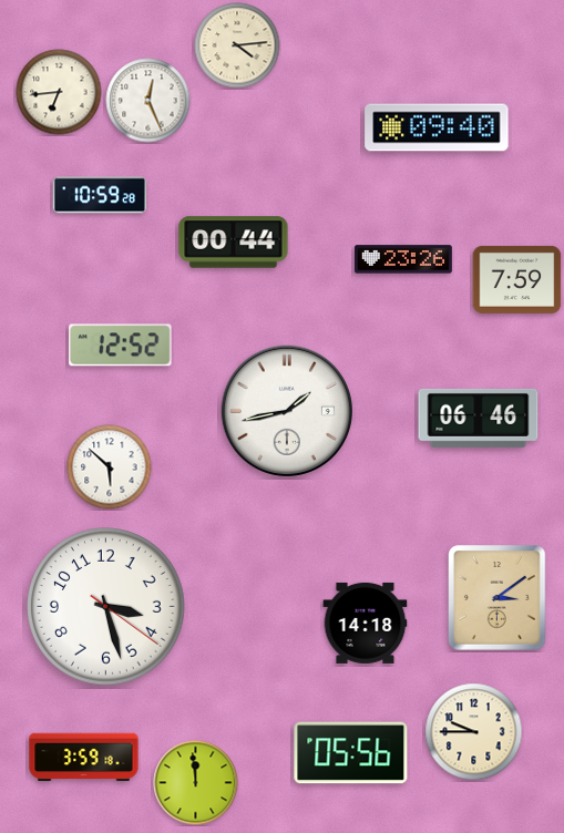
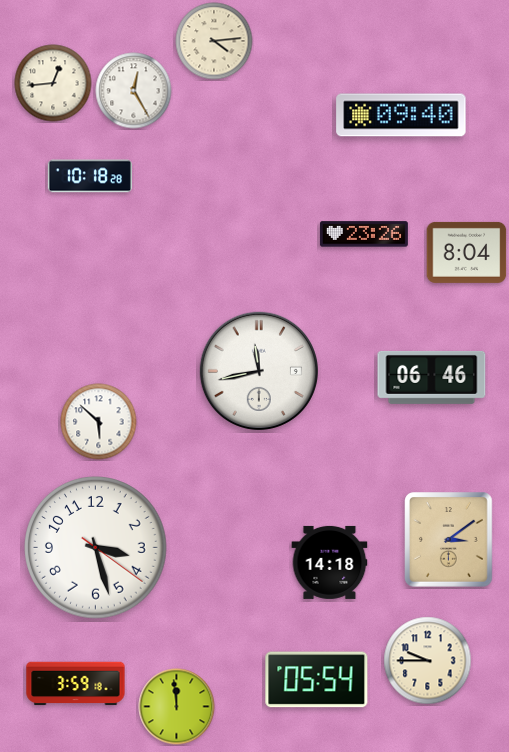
clock at (59, 92): 6:44 -> 12:44
clock at (148, 101): 12:26 -> 12:25
clock at (437, 127) position: (437, 127) -> (401, 115)
clock at (100, 195): 10:59 -> 10:18
clock at (234, 243): 00:44 -> none
clock at (517, 279): 7:59 -> 8:04
clock at (121, 346): 12:52 -> none
clock at (287, 411): 1:43 -> 11:43
clock at (351, 753): 05:56 -> 05:54
